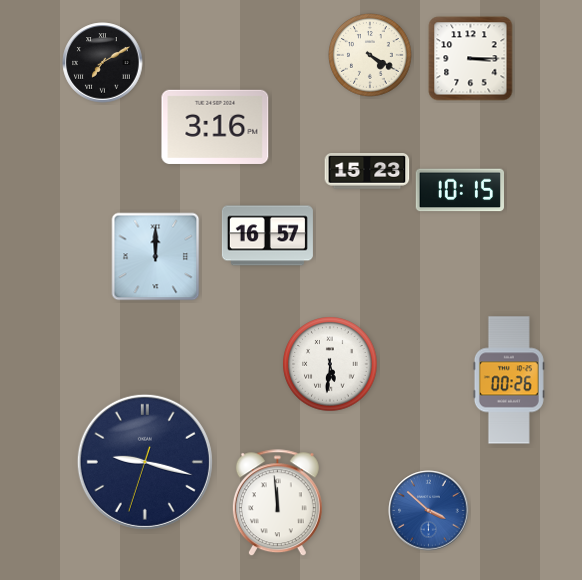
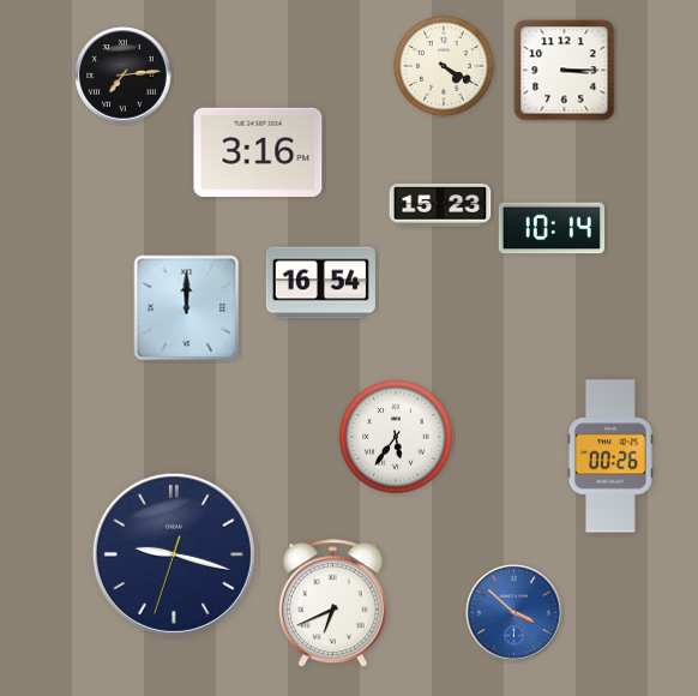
clock at (103, 63): 7:10 -> 7:14
clock at (459, 190): 10:15 -> 10:14
clock at (267, 236): 16:57 -> 16:54
clock at (330, 364): 5:31 -> 5:36
clock at (277, 503): 11:59 -> 6:41
